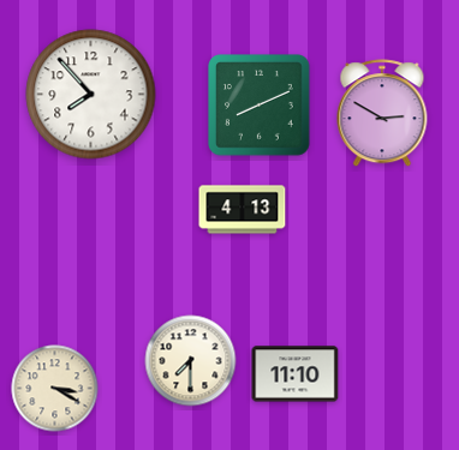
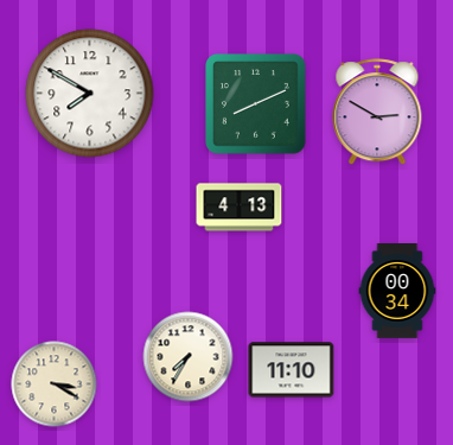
clock at (91, 95): 7:53 -> 7:50
clock at (397, 292): none -> 00:34
clock at (191, 361): 7:30 -> 7:35
